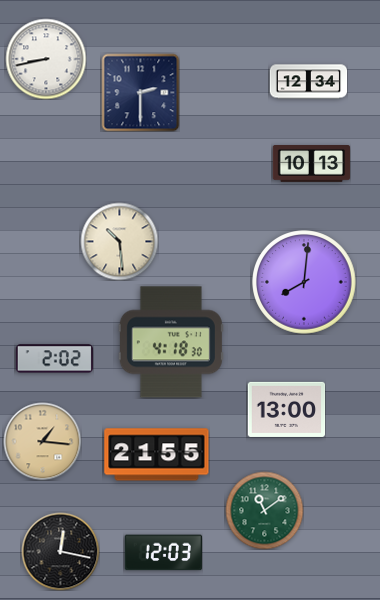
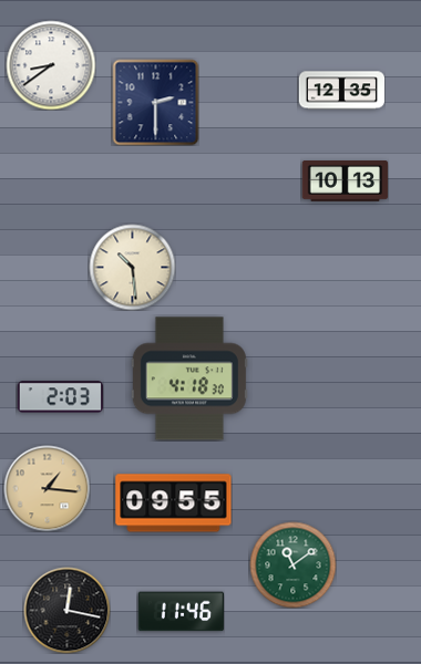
clock at (46, 59): 8:43 -> 8:39
clock at (308, 82): 12:34 -> 12:35
clock at (304, 282): 8:01 -> none
clock at (54, 359): 2:02 -> 2:03
clock at (286, 409): 13:00 -> none
clock at (157, 455): 21:55 -> 09:55
clock at (163, 553): 12:03 -> 11:46
